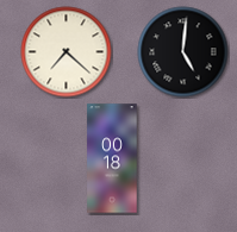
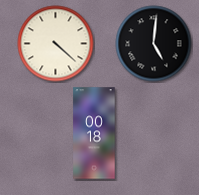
clock at (67, 52): 7:22 -> 4:22
